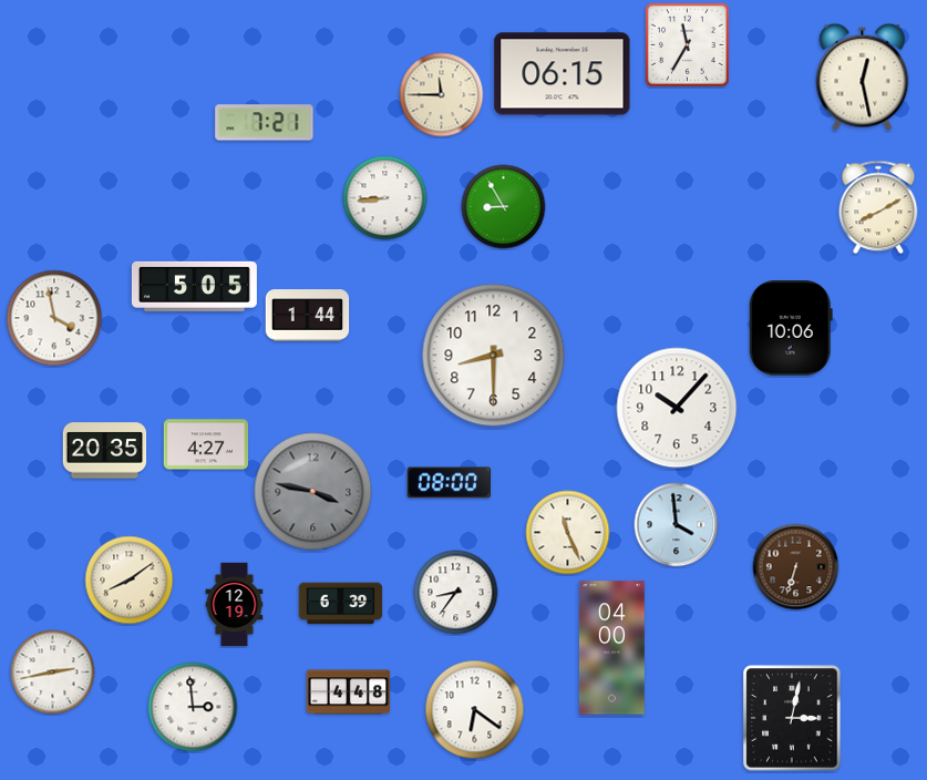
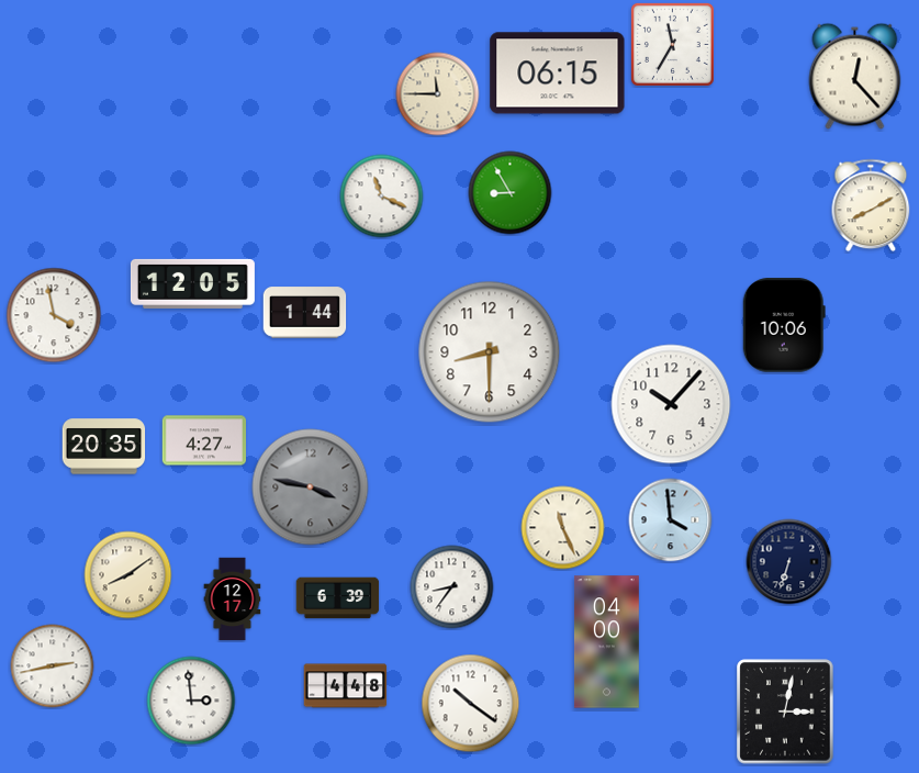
clock at (687, 44) position: (687, 44) -> (672, 44)
clock at (863, 76): 12:28 -> 12:23
clock at (265, 123): 7:21 -> none
clock at (385, 198): 8:44 -> 11:19
clock at (504, 207) position: (504, 207) -> (511, 193)
clock at (194, 286): 5:05 -> 12:05
clock at (449, 483): 08:00 -> none
clock at (796, 567) dial: brown -> navy
clock at (235, 605): 12:19 -> 12:17
clock at (475, 710): 6:21 -> 10:21
